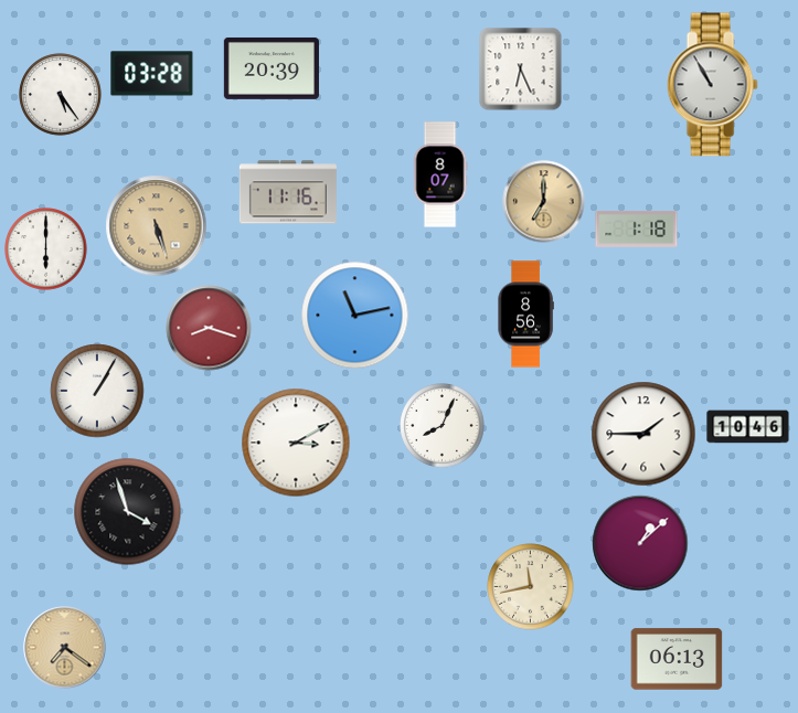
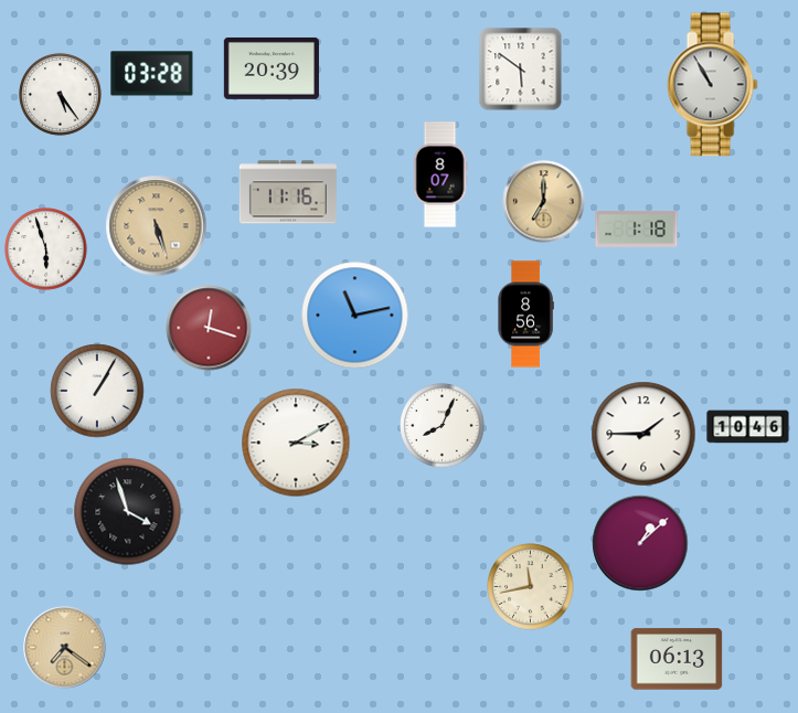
clock at (521, 70): 6:26 -> 5:51
clock at (46, 249): 6:00 -> 5:57
clock at (209, 328): 8:18 -> 12:18
